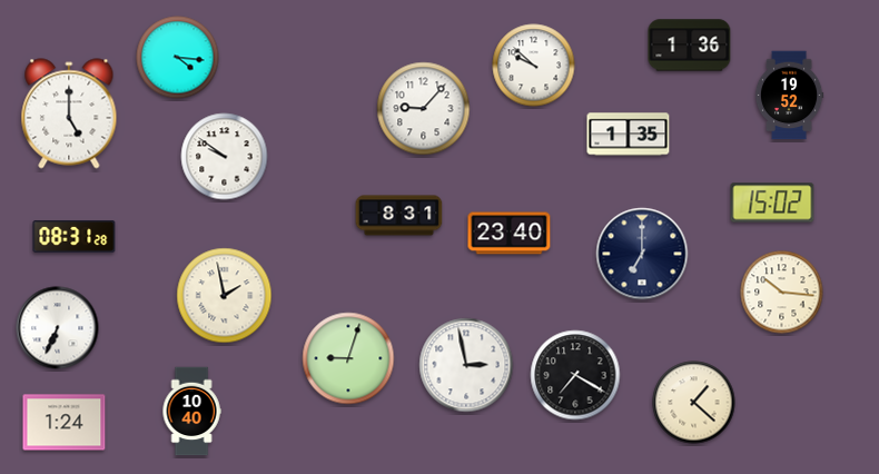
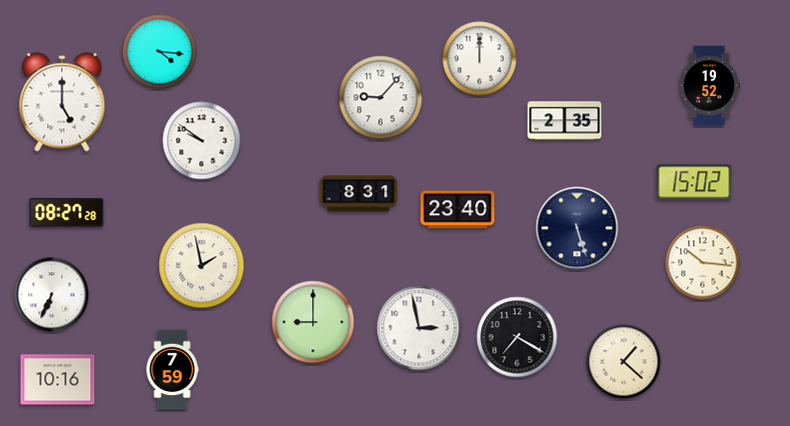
clock at (690, 46): 1:36 -> none
clock at (534, 66): 9:52 -> 12:00
clock at (629, 135): 1:35 -> 2:35
clock at (75, 237): 08:31 -> 08:27
clock at (642, 254): 7:00 -> 5:27
clock at (348, 358): 9:03 -> 9:00
clock at (191, 412): 10:40 -> 7:59
clock at (65, 423): 1:24 -> 10:16
